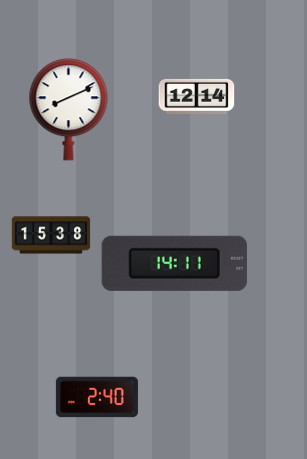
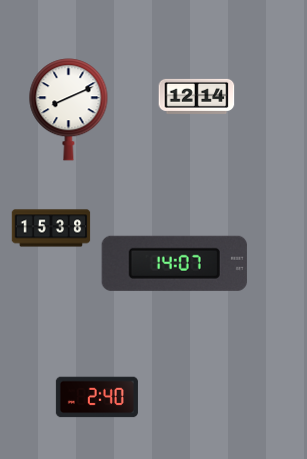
clock at (51, 235) position: (51, 235) -> (51, 228)
clock at (174, 263): 14:11 -> 14:07
